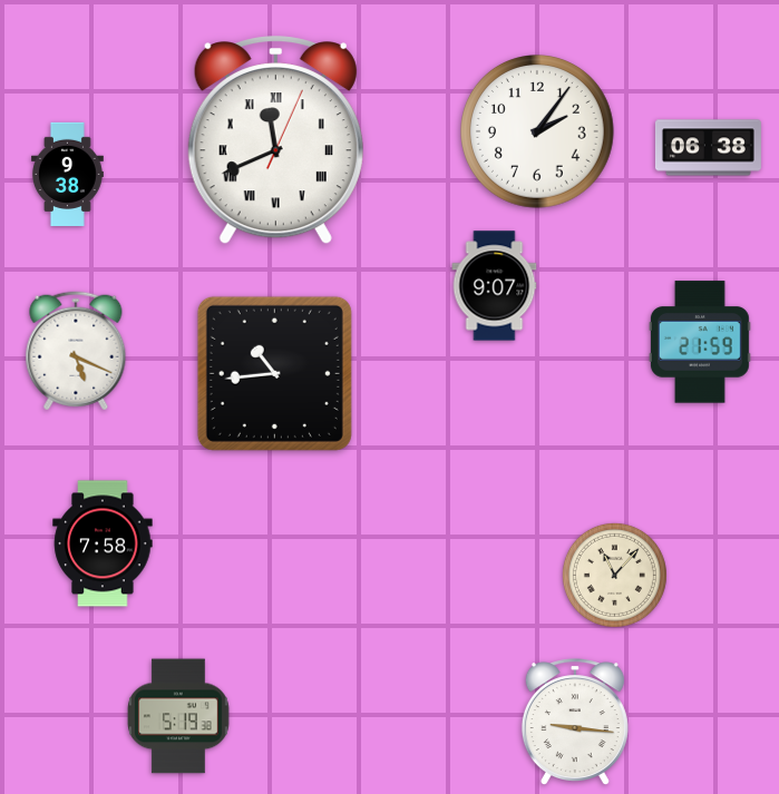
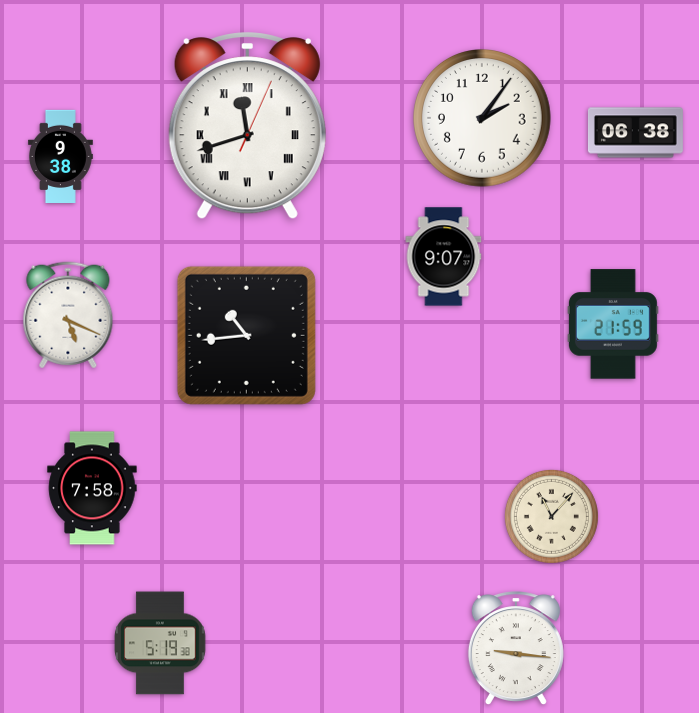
clock at (275, 140): 11:41 -> 11:42
clock at (700, 342) position: (700, 342) -> (613, 324)
